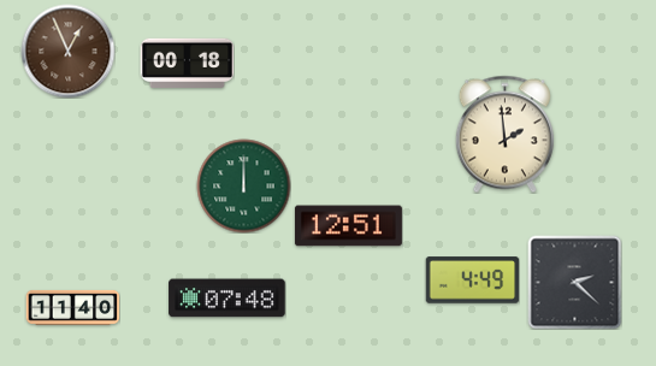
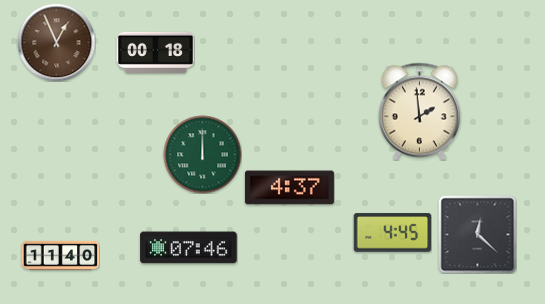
clock at (348, 226): 12:51 -> 4:37
clock at (472, 281): 4:49 -> 4:45
clock at (574, 282): 2:22 -> 12:22
clock at (227, 299): 07:48 -> 07:46
